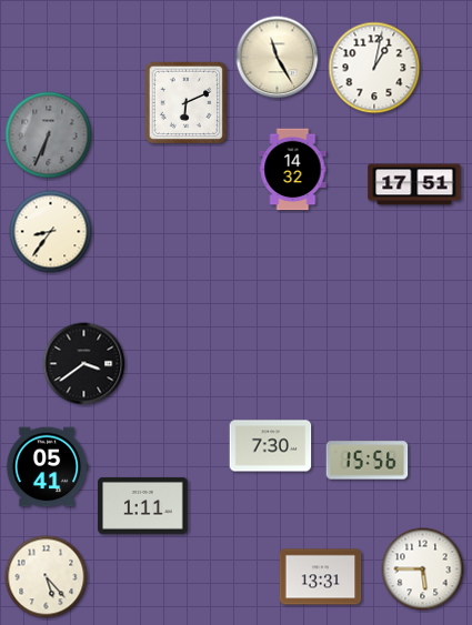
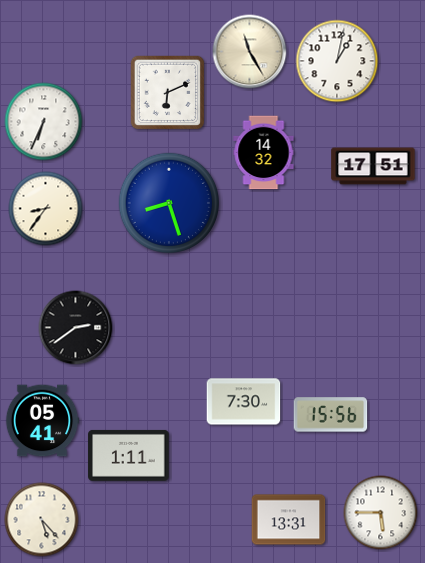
clock at (49, 135) dial: grey -> white
clock at (168, 202): none -> 8:27
clock at (84, 364): 3:39 -> 2:39
